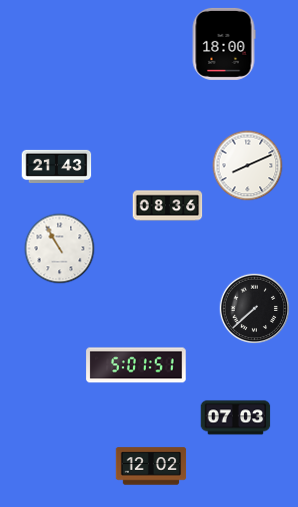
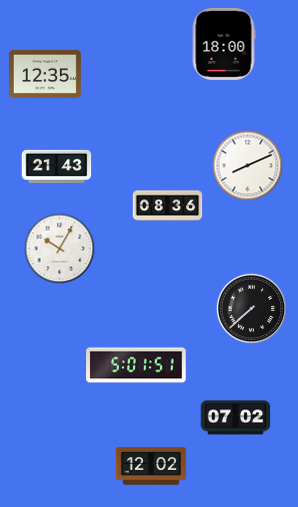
clock at (45, 74): none -> 12:35
clock at (60, 249): 10:55 -> 10:05
clock at (255, 309) position: (255, 309) -> (252, 309)
clock at (236, 418): 07:03 -> 07:02
